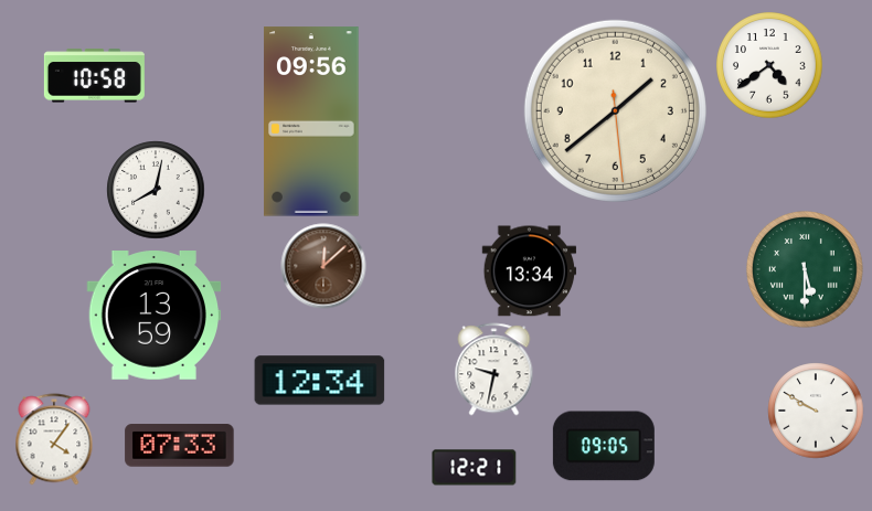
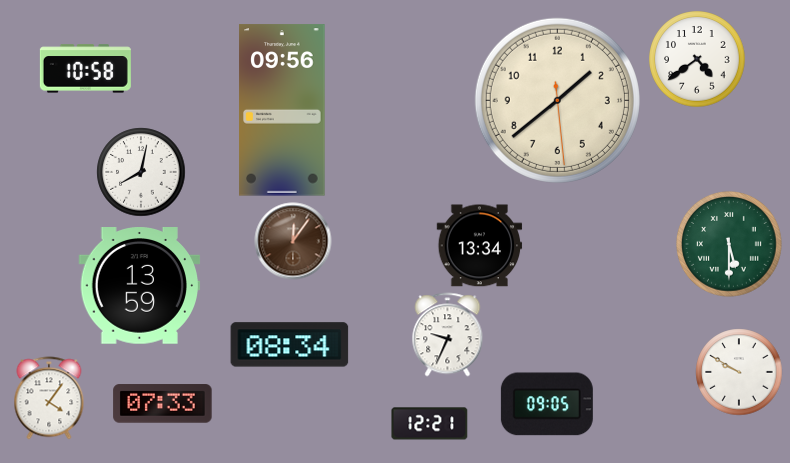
clock at (323, 266): 12:08 -> 12:06
clock at (495, 370): 9:32 -> 9:34
clock at (320, 381): 12:34 -> 08:34
